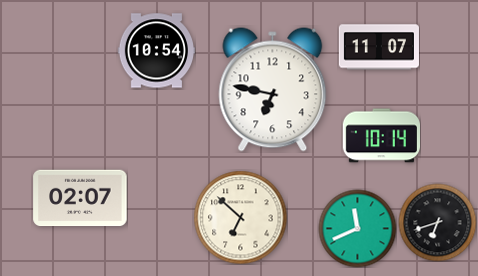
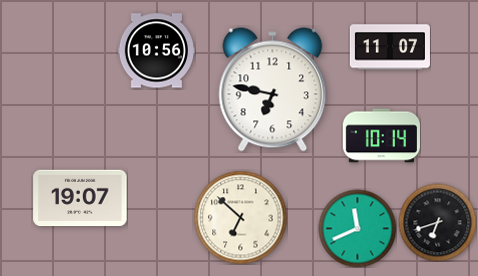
clock at (379, 47) position: (379, 47) -> (390, 47)
clock at (156, 51): 10:54 -> 10:56
clock at (80, 198): 02:07 -> 19:07
